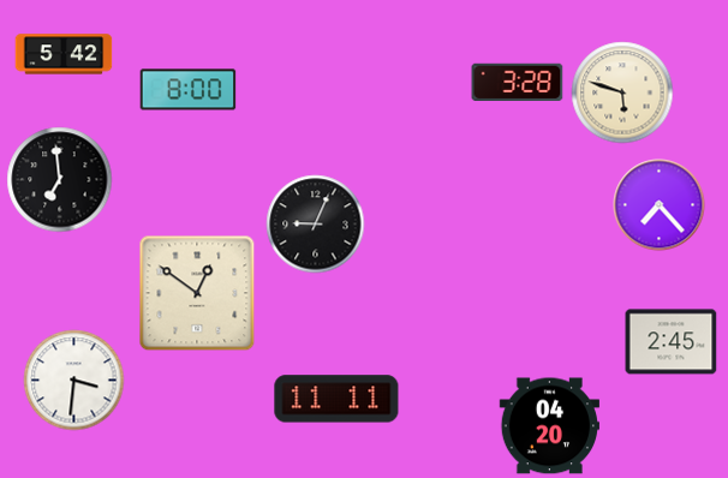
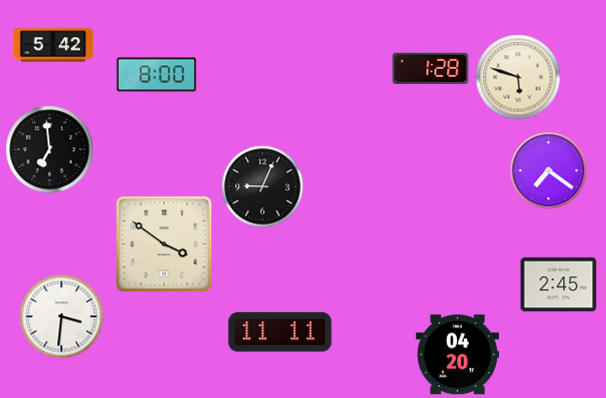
clock at (518, 82): 3:28 -> 1:28
clock at (660, 205): 7:23 -> 7:21
clock at (197, 293): 12:51 -> 3:51
